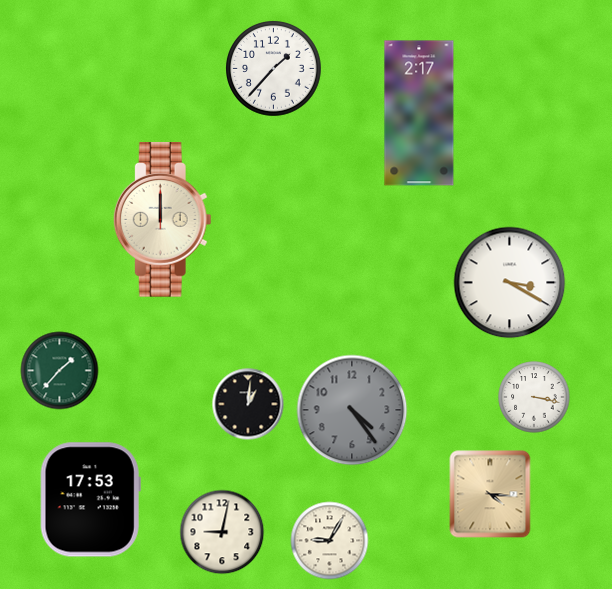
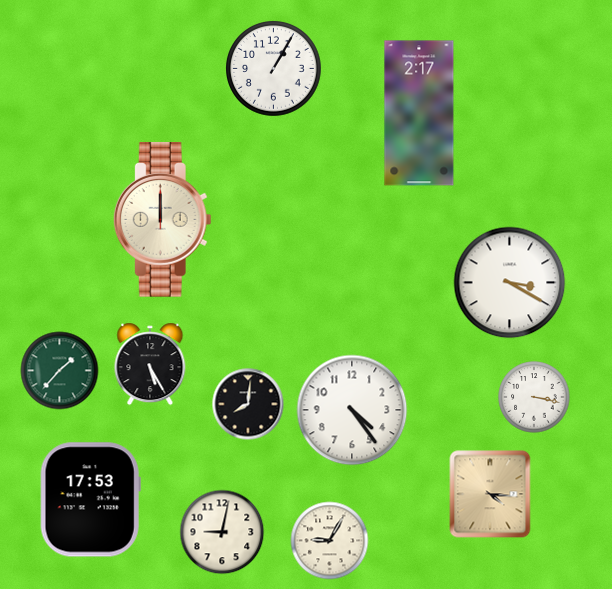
clock at (274, 69): 1:37 -> 1:05
clock at (150, 364): none -> 5:25
clock at (248, 404): 1:01 -> 8:01
clock at (352, 410) dial: grey -> white
